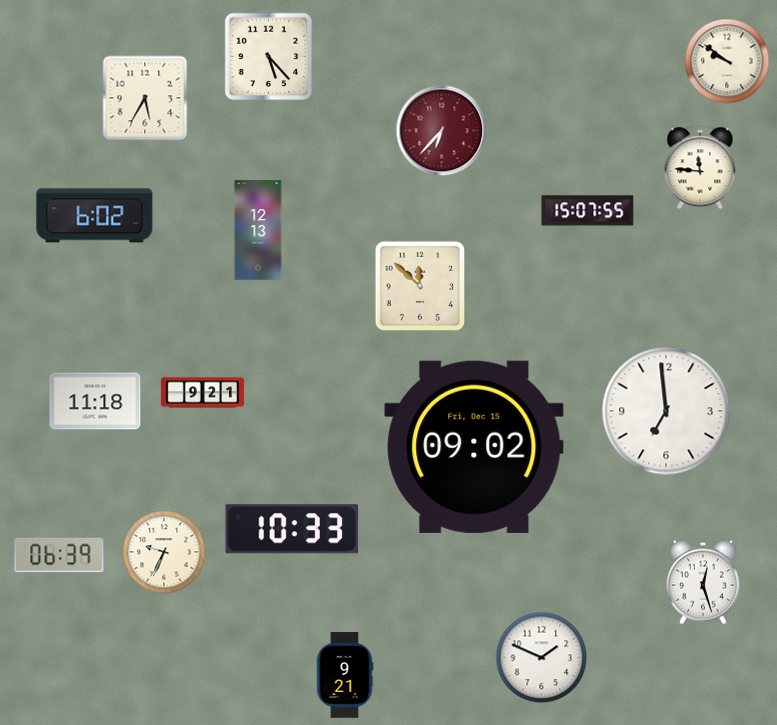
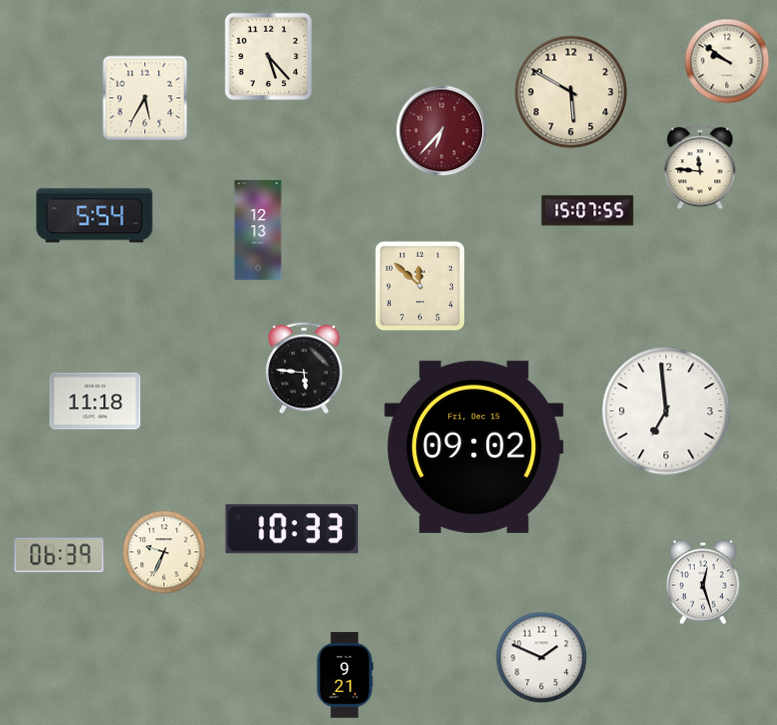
clock at (571, 92): none -> 5:50
clock at (95, 216): 6:02 -> 5:54
clock at (304, 368): none -> 5:46
clock at (202, 393): 9:21 -> none
